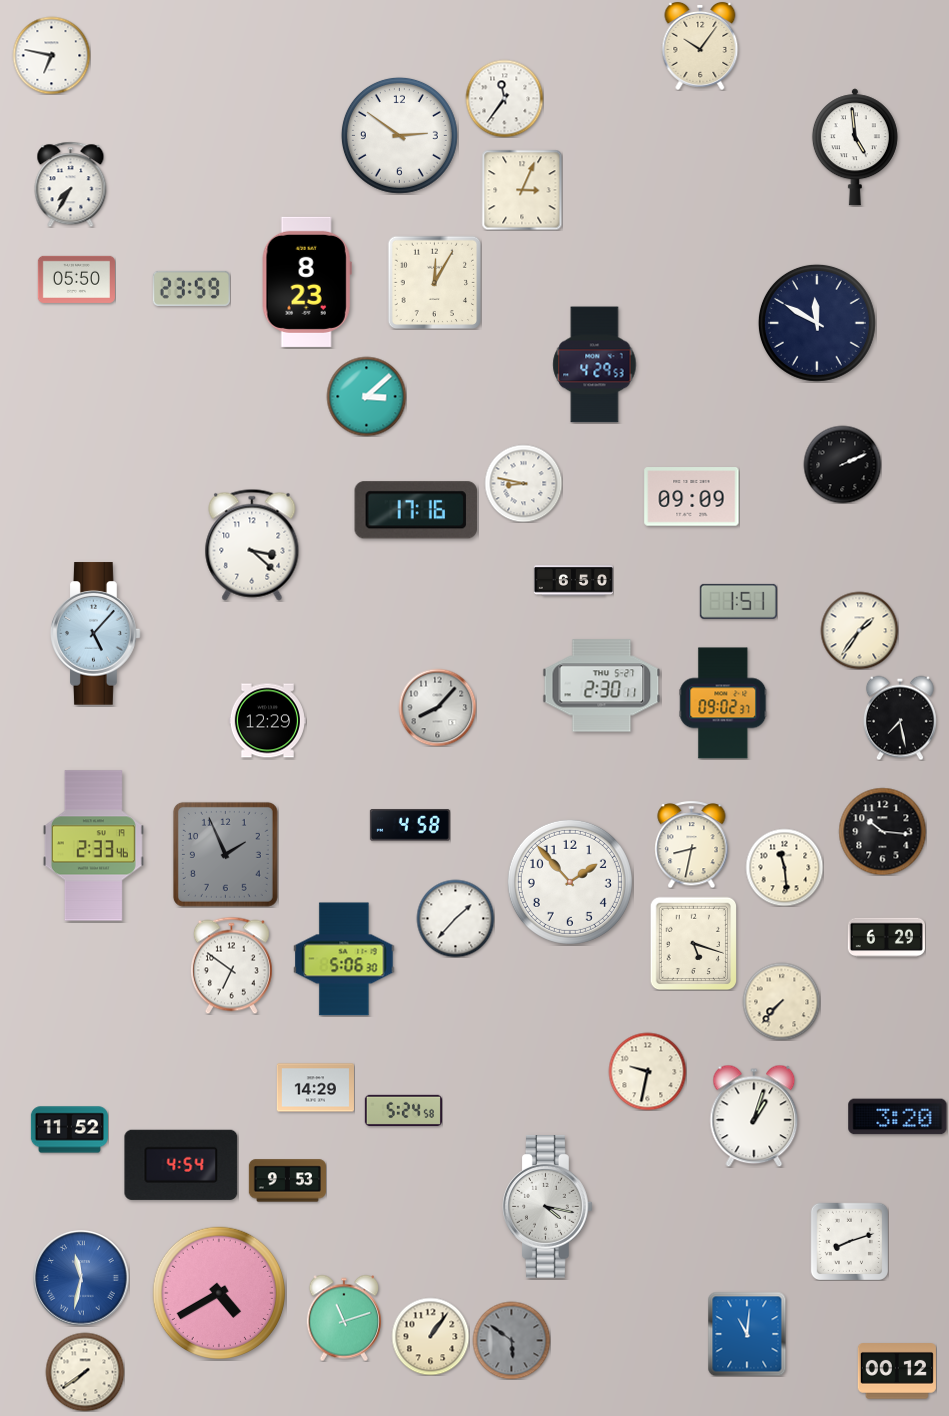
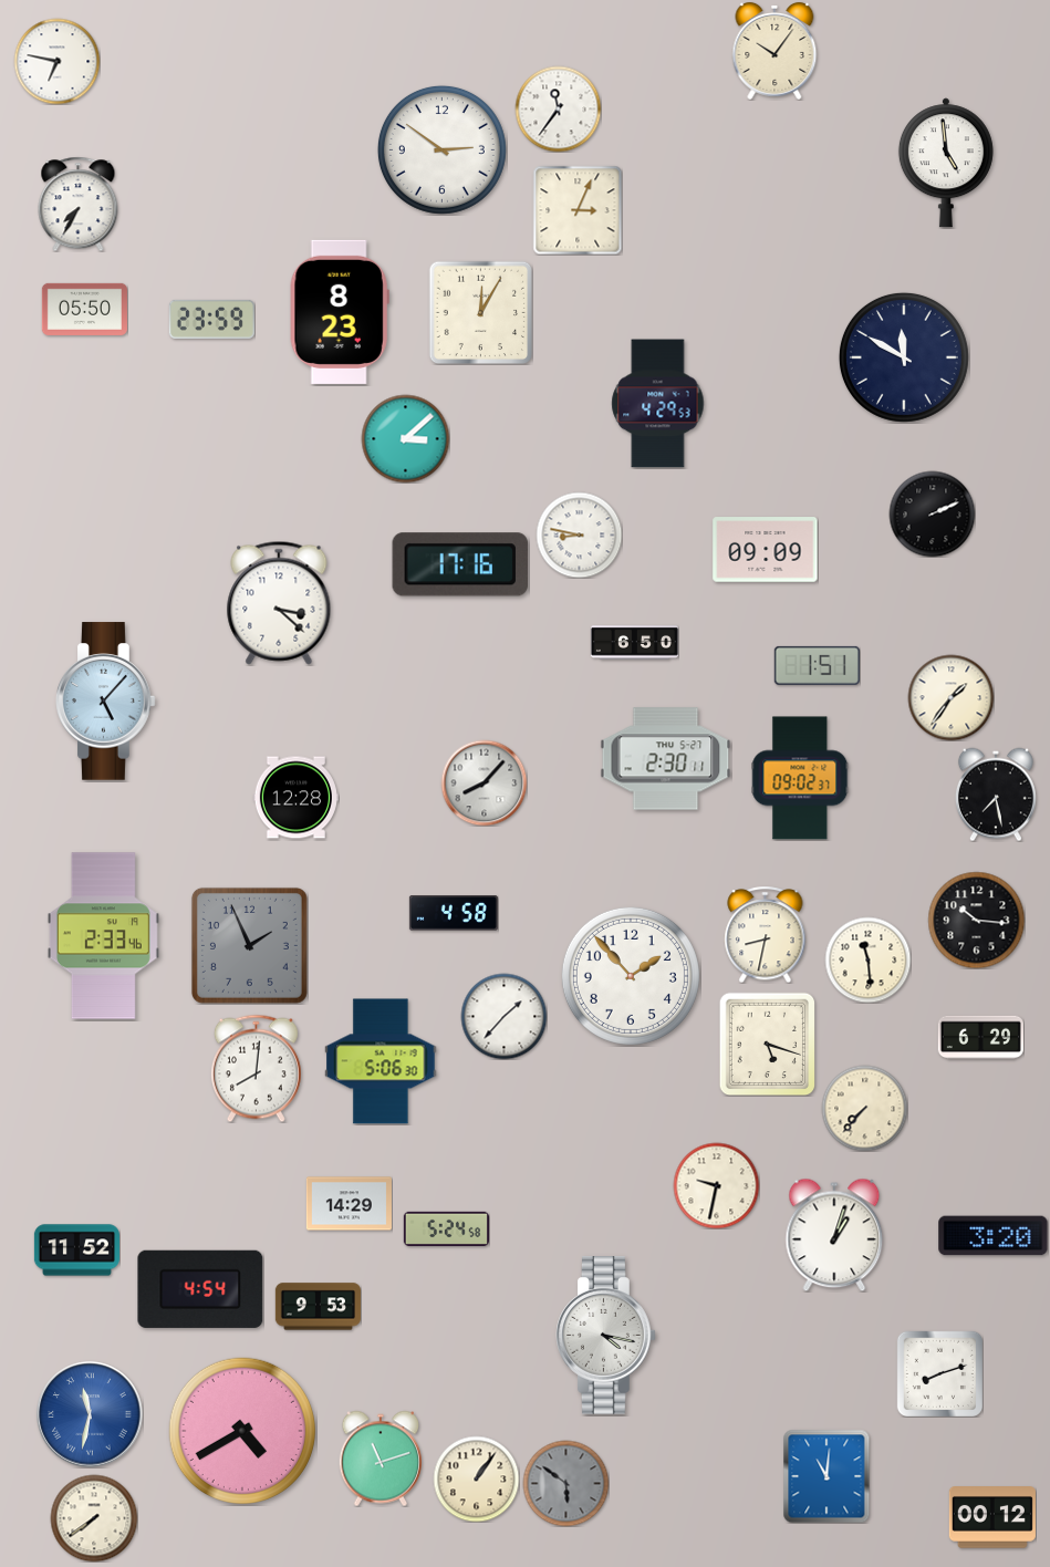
clock at (267, 721): 12:29 -> 12:28
clock at (231, 965): 6:51 -> 8:01
